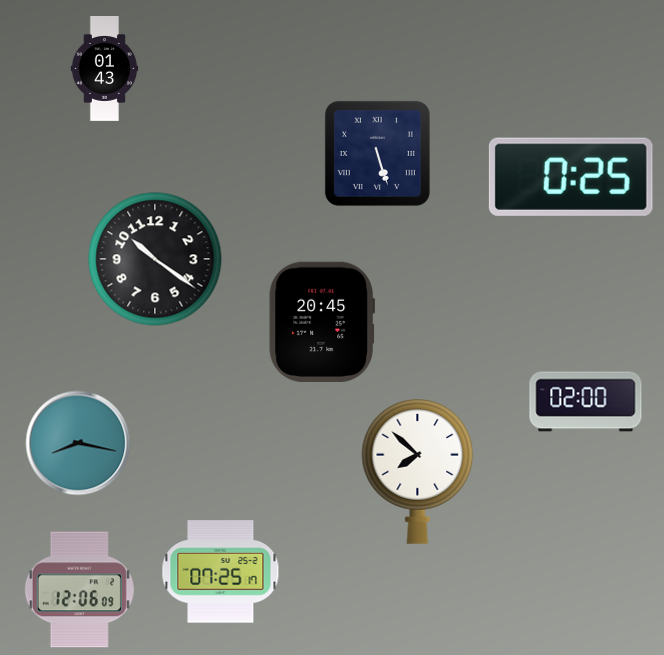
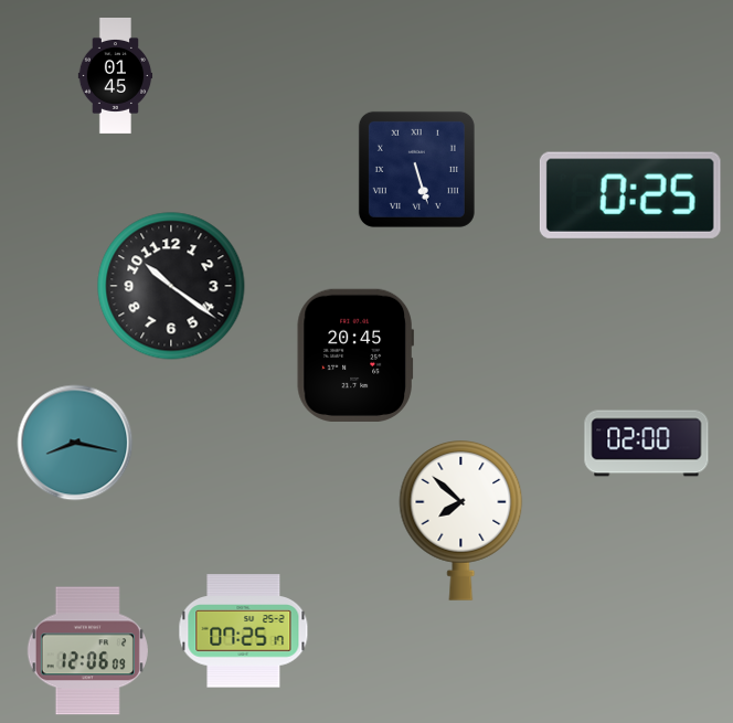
clock at (105, 69): 01:43 -> 01:45
clock at (78, 443) position: (78, 443) -> (75, 443)
